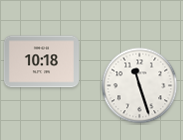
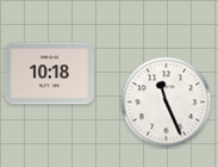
clock at (140, 86): 11:27 -> 11:26
